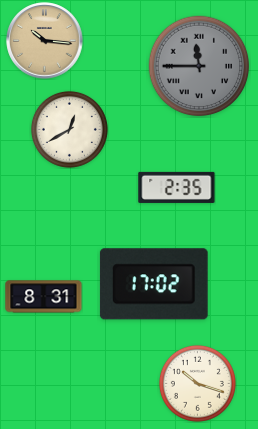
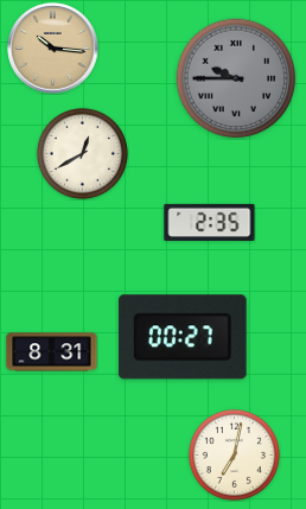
clock at (199, 66): 11:45 -> 9:45
clock at (154, 284): 17:02 -> 00:27
clock at (197, 383): 10:18 -> 7:02
